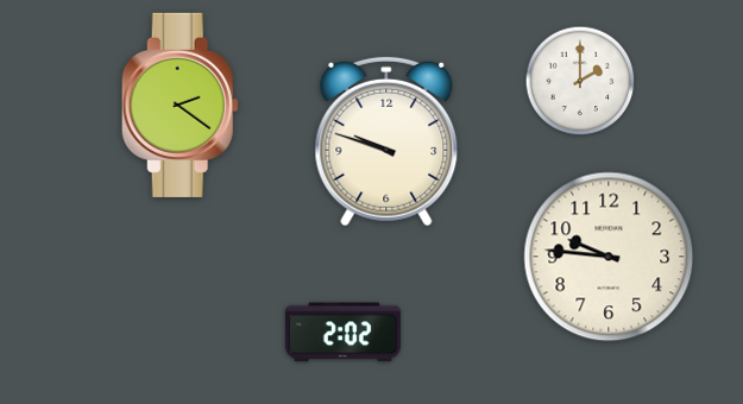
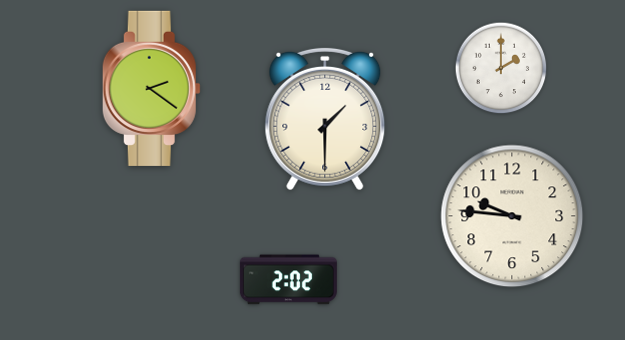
clock at (580, 81) position: (580, 81) -> (501, 68)
clock at (386, 141): 9:48 -> 1:30
